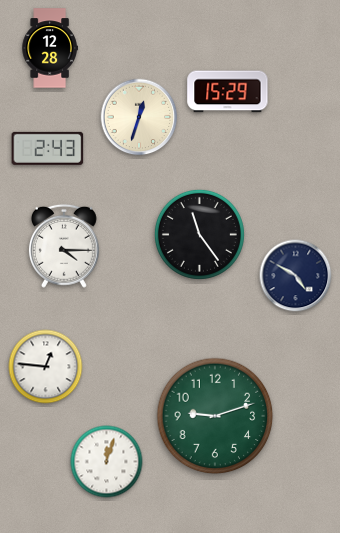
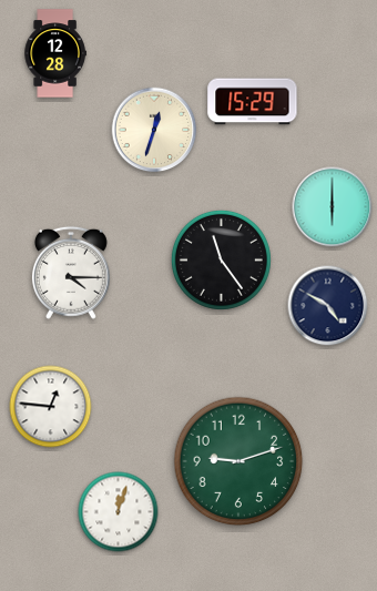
clock at (48, 148): 2:43 -> none
clock at (333, 207): none -> 6:00
